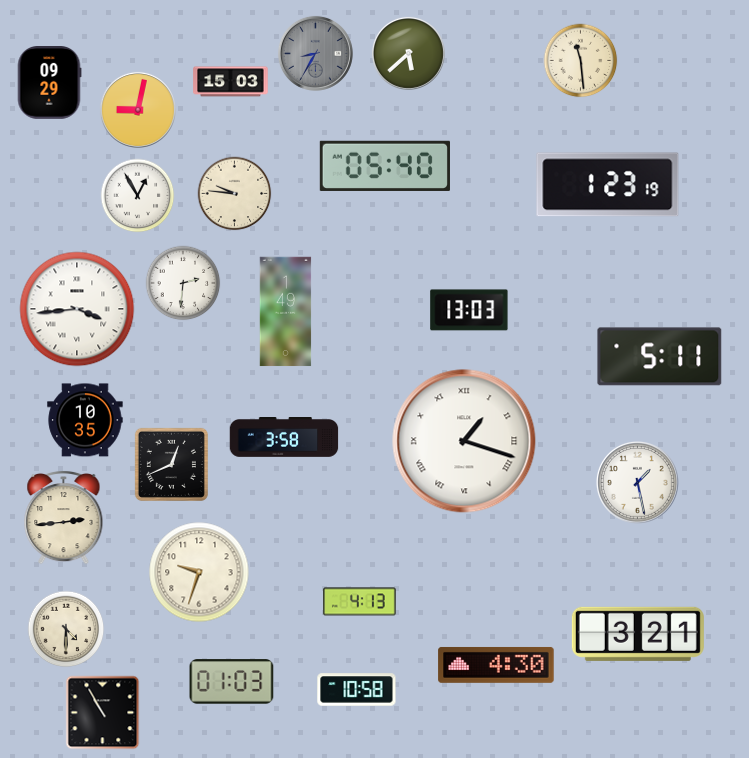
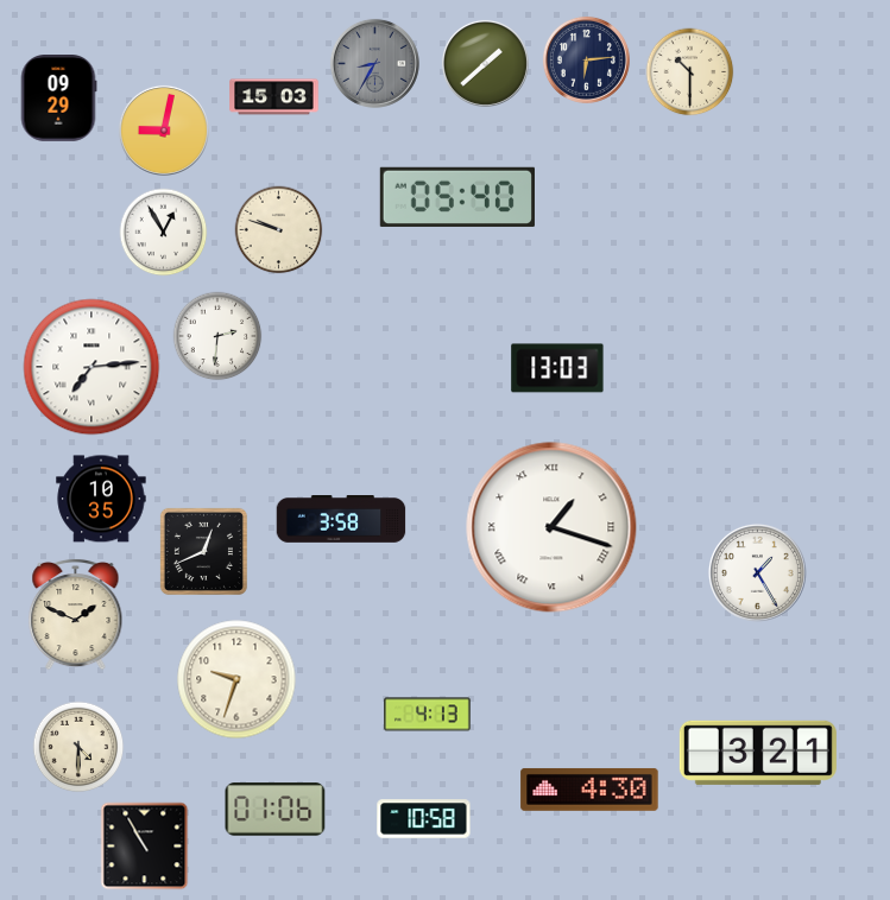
clock at (586, 59): none -> 6:14
clock at (408, 53): 5:38 -> 1:38
clock at (581, 61): 11:29 -> 10:30
clock at (608, 185): 1:23 -> none
clock at (235, 194): 9:46 -> 9:48
clock at (77, 309): 3:44 -> 7:14
clock at (286, 312): 1:49 -> none
clock at (660, 357): 5:11 -> none
clock at (284, 438) position: (284, 438) -> (341, 520)
clock at (464, 441) position: (464, 441) -> (551, 527)
clock at (637, 482): 1:28 -> 1:25
clock at (64, 517): 2:44 -> 1:49
clock at (232, 682): 01:03 -> 01:06
clock at (103, 713) position: (103, 713) -> (145, 847)
